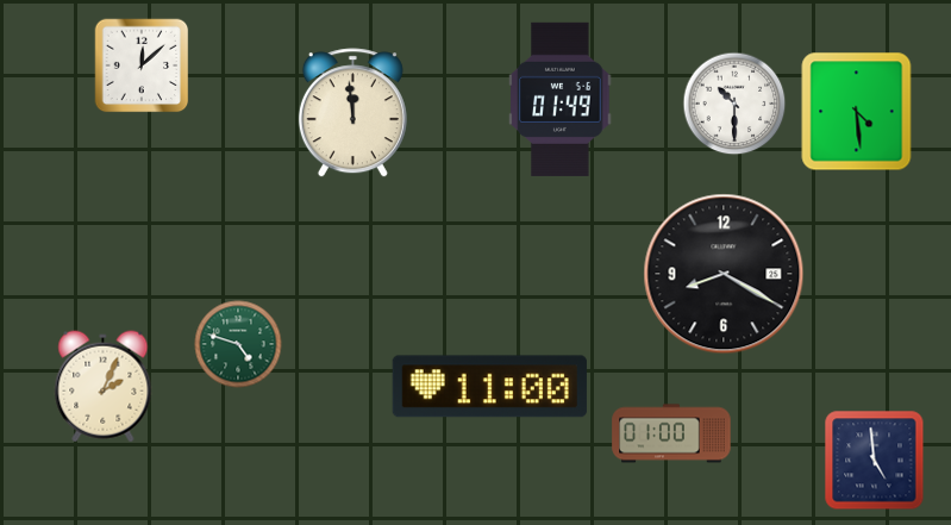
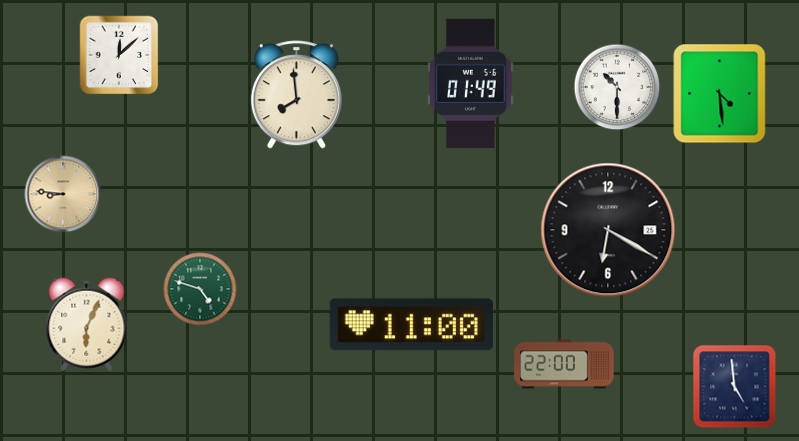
clock at (352, 113): 11:59 -> 7:59
clock at (63, 194): none -> 8:46
clock at (724, 274): 8:20 -> 6:20
clock at (104, 387): 2:04 -> 6:04
clock at (671, 433): 01:00 -> 22:00
